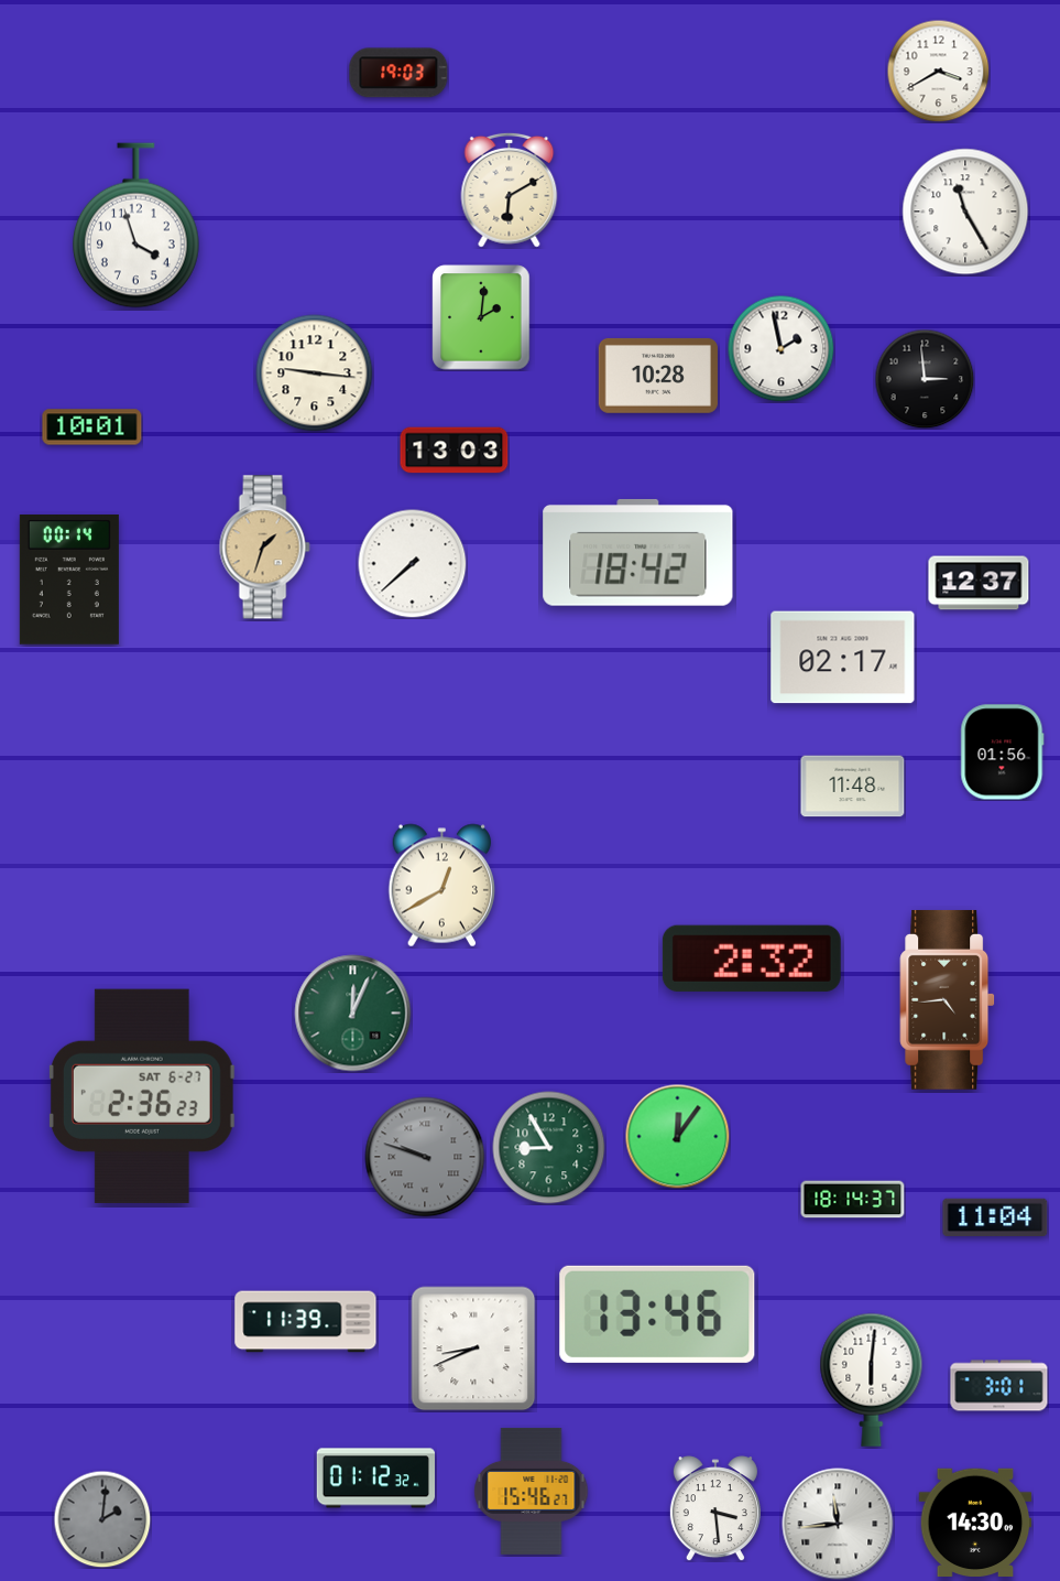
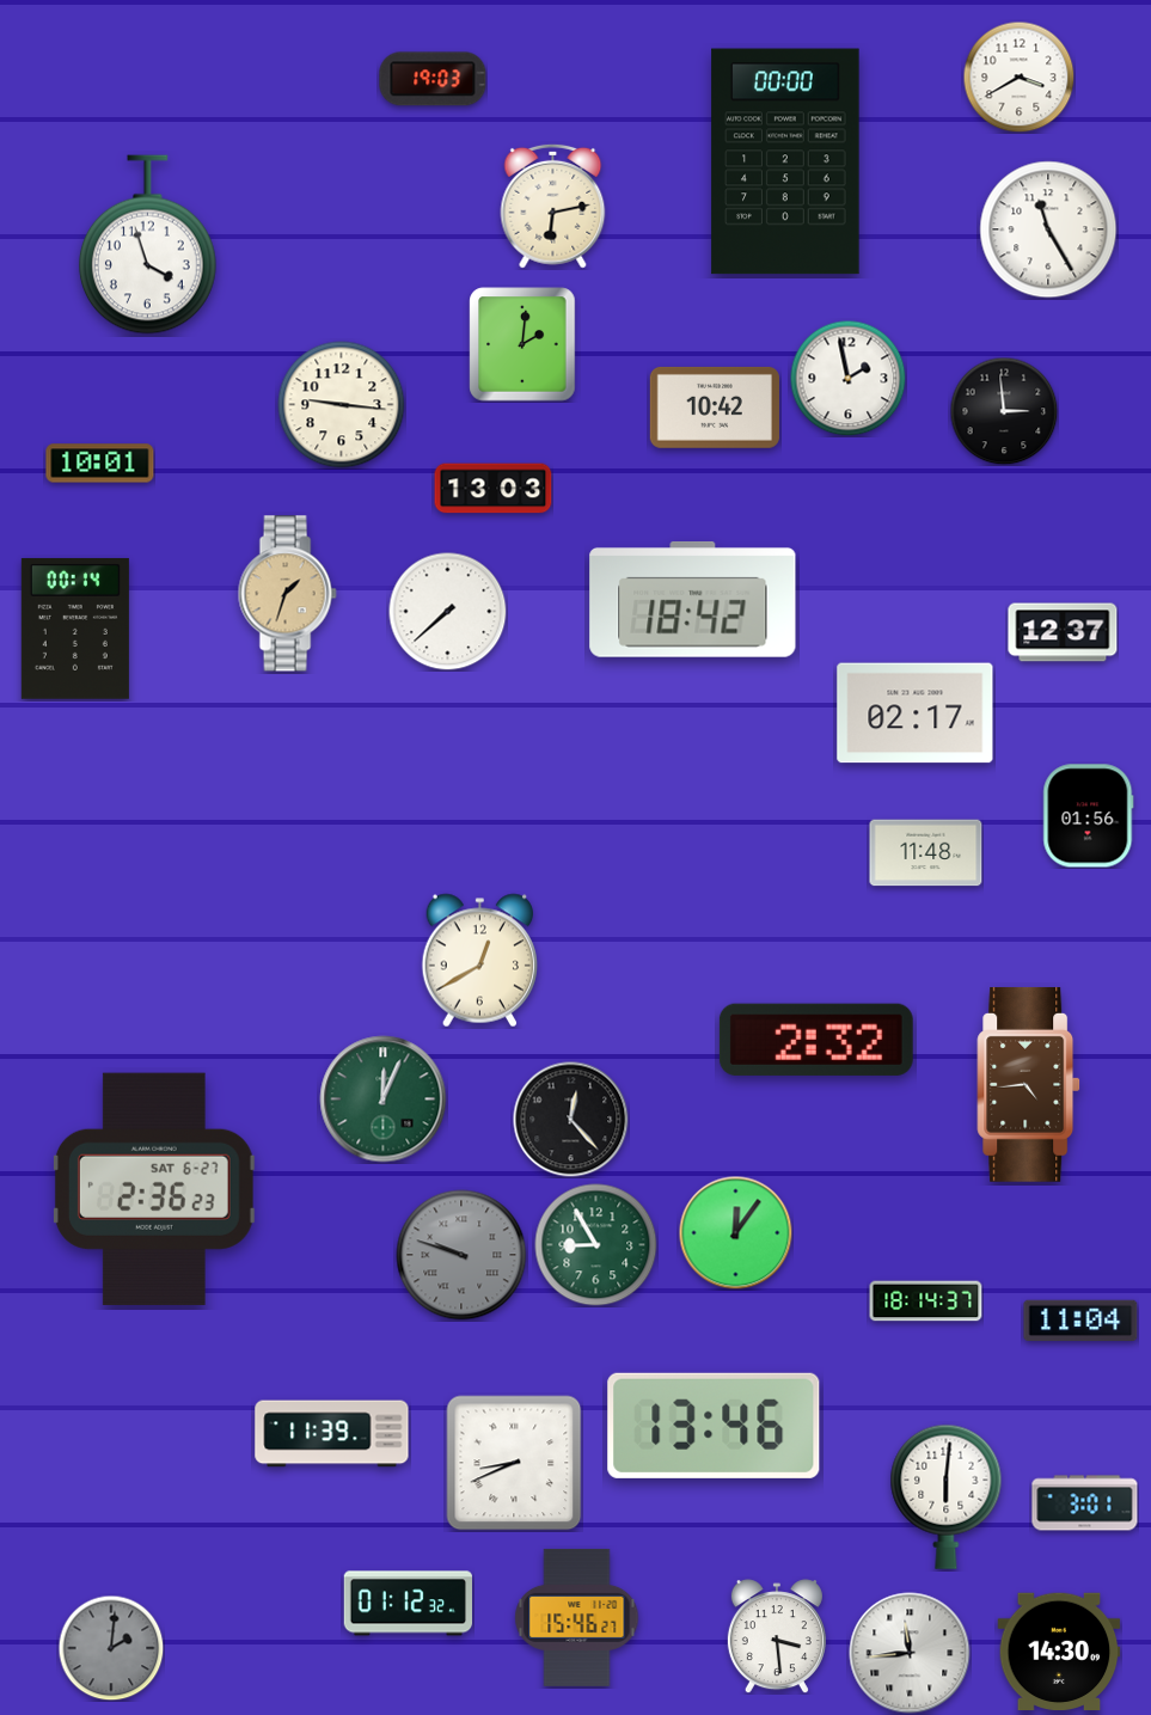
clock at (785, 161): none -> 00:00
clock at (510, 189): 6:10 -> 6:13
clock at (658, 376): 10:28 -> 10:42
clock at (571, 1120): none -> 12:23
